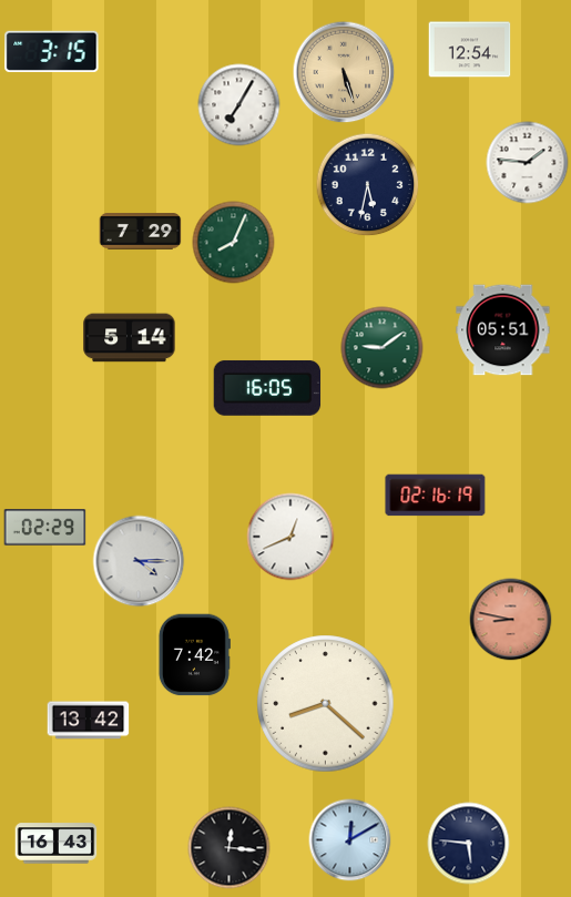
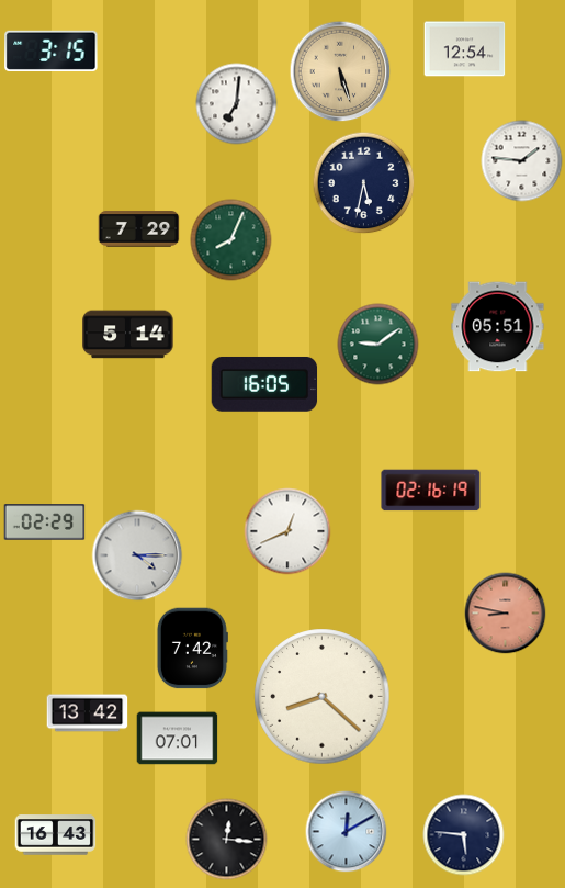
clock at (239, 105): 7:05 -> 7:01
clock at (178, 739): none -> 07:01
